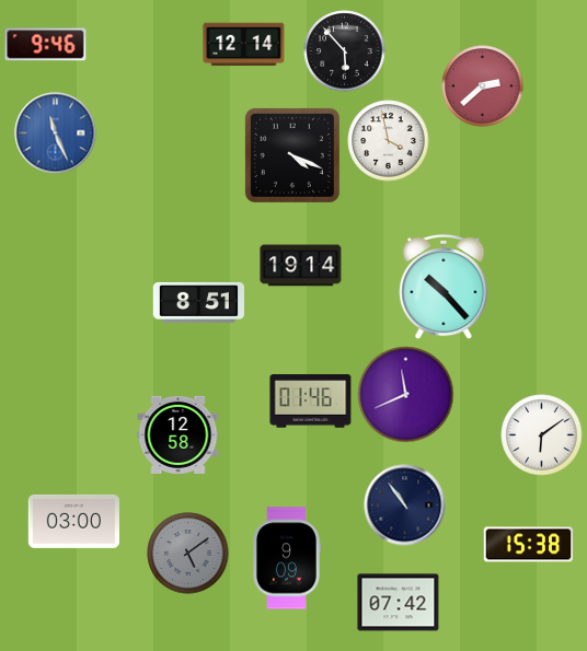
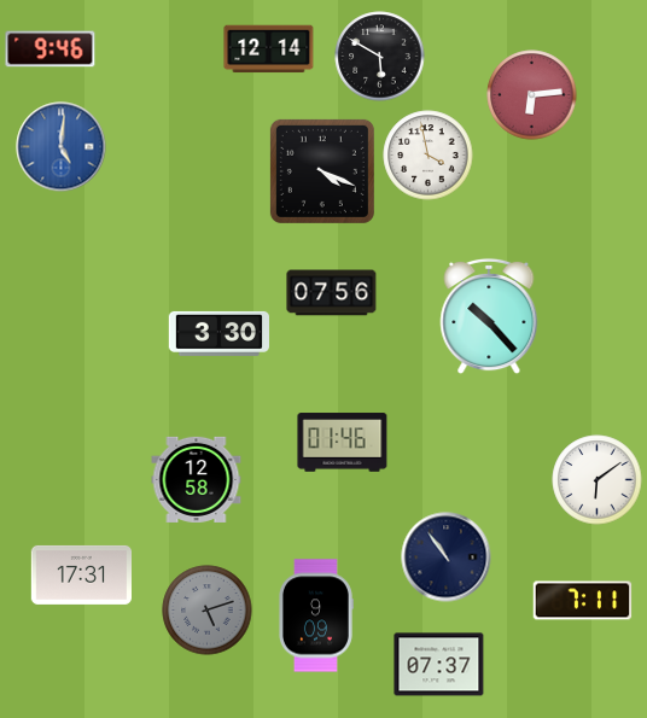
clock at (345, 51): 5:53 -> 5:50
clock at (483, 86): 2:38 -> 6:14
clock at (56, 133): 11:26 -> 5:01
clock at (301, 266): 19:14 -> 07:56
clock at (198, 302): 8:51 -> 3:30
clock at (406, 395): 11:41 -> none
clock at (73, 521): 03:00 -> 17:31
clock at (529, 545): 15:38 -> 7:11
clock at (188, 554): 5:09 -> 5:12
clock at (399, 603): 07:42 -> 07:37
